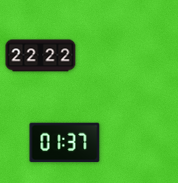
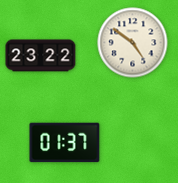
clock at (133, 43): none -> 4:51
clock at (41, 56): 22:22 -> 23:22
